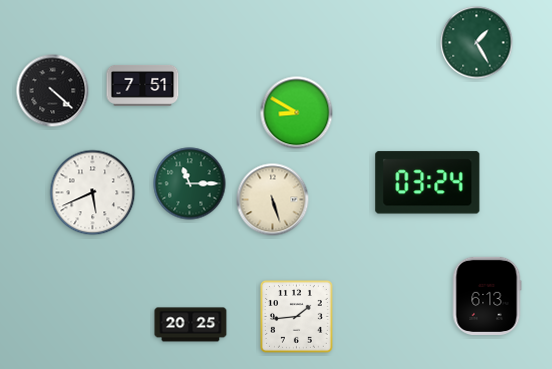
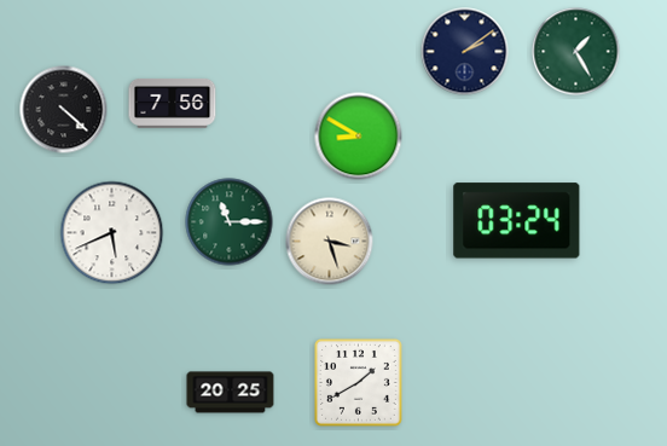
clock at (465, 52): none -> 2:09
clock at (143, 85): 7:51 -> 7:56
clock at (273, 200): 5:27 -> 3:27
clock at (487, 296): 6:13 -> none
clock at (296, 316): 1:44 -> 1:40
